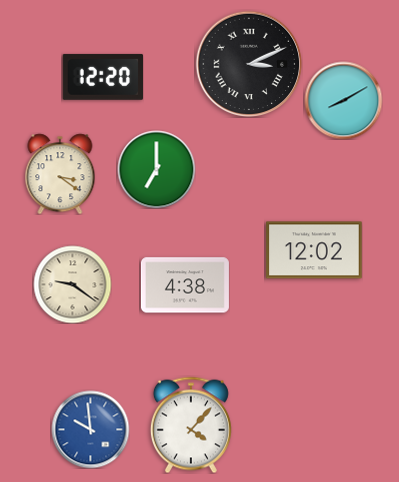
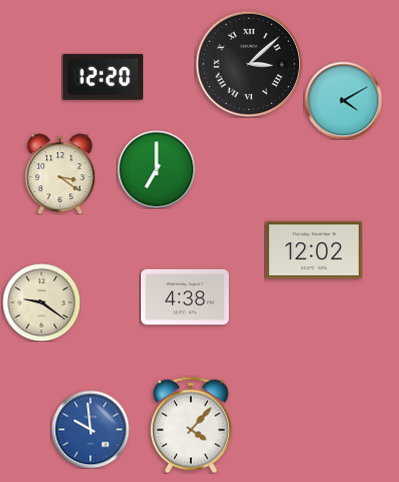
clock at (249, 64): 3:11 -> 3:08
clock at (343, 100): 8:10 -> 4:10
clock at (72, 284) position: (72, 284) -> (41, 302)
clock at (185, 285) position: (185, 285) -> (185, 297)
